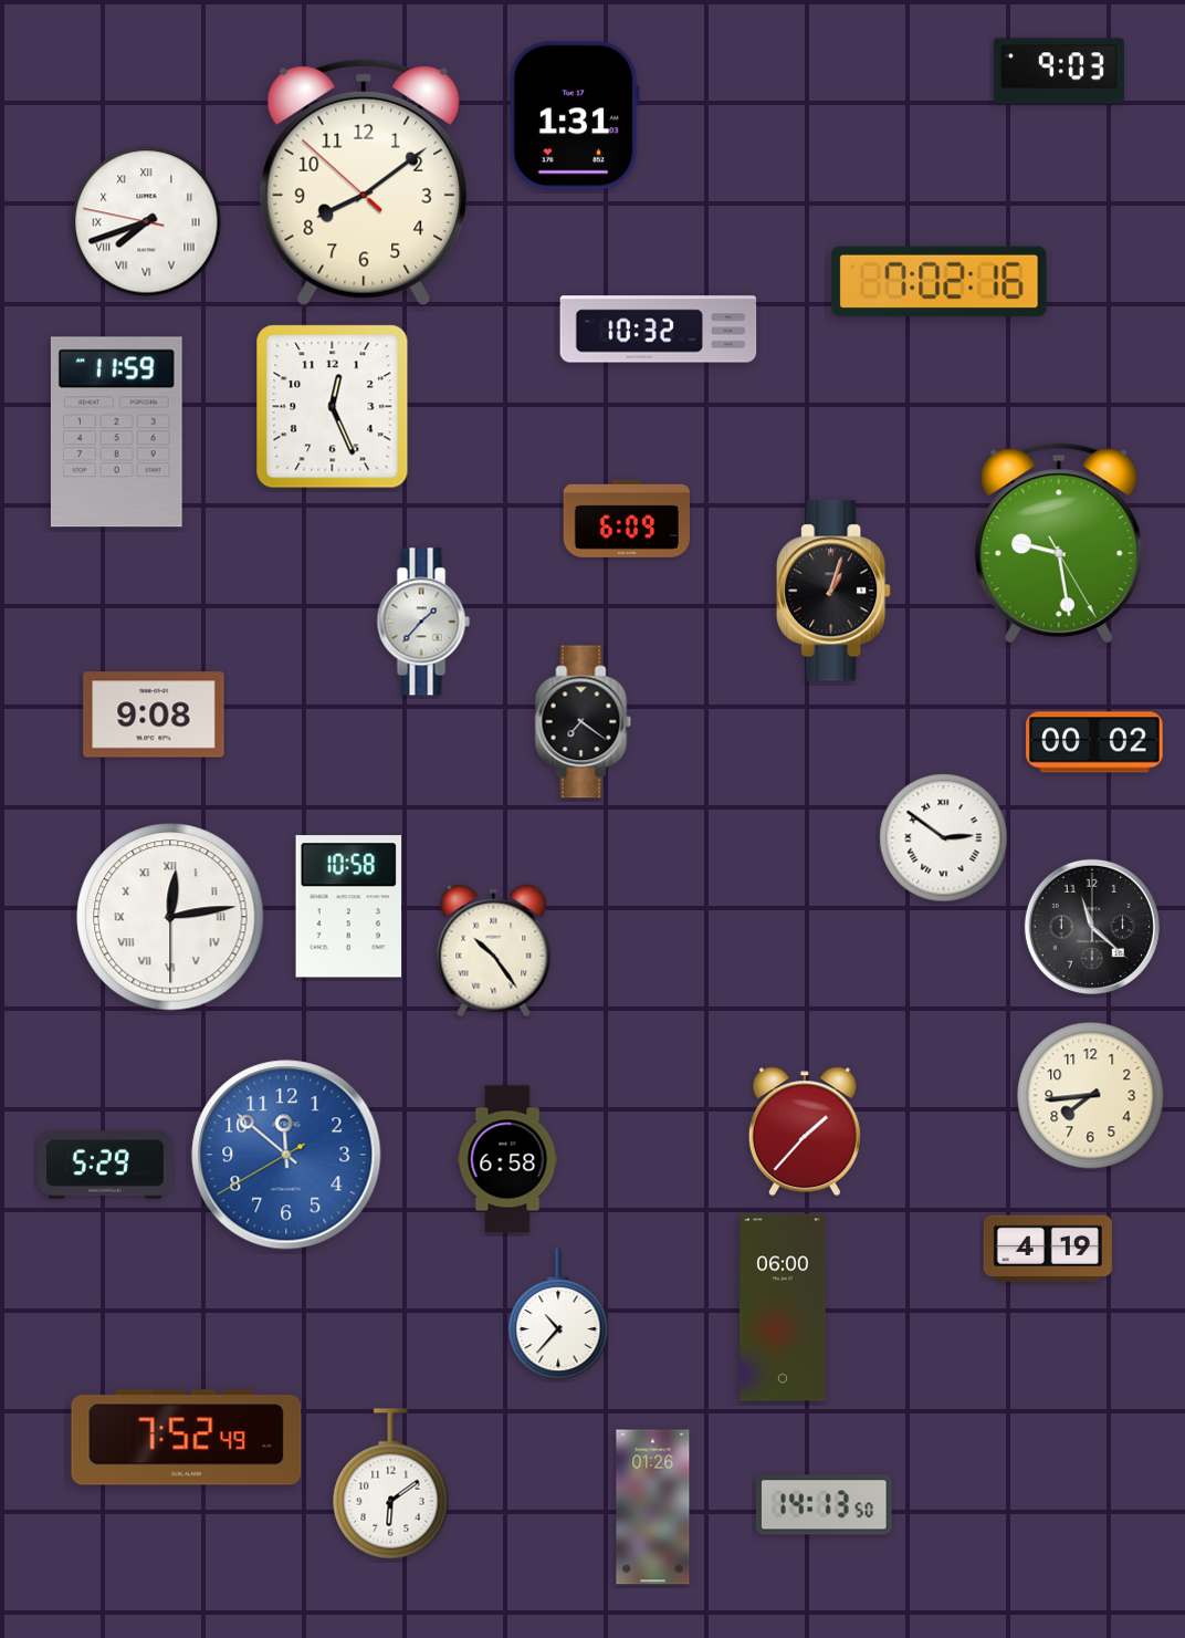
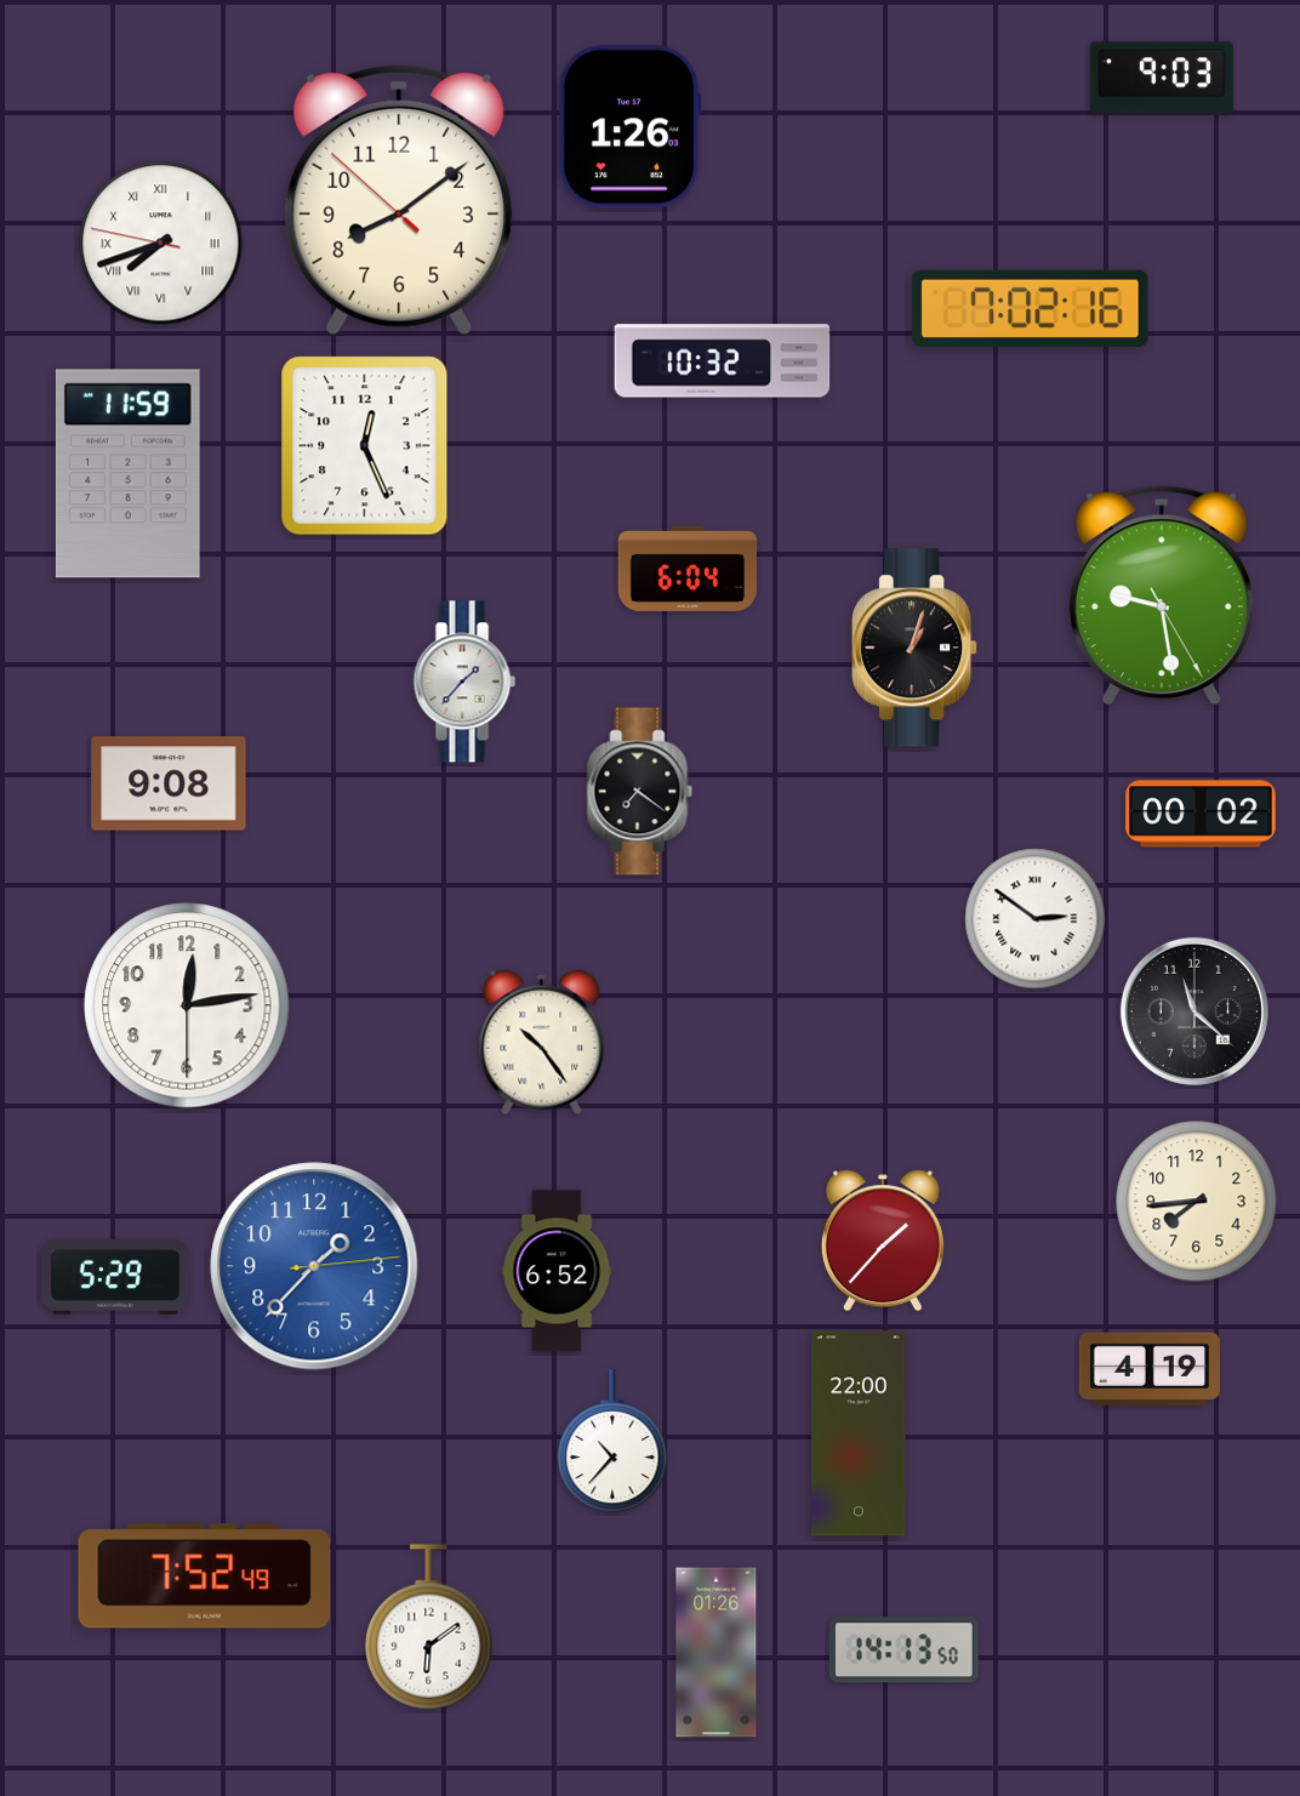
clock at (574, 116): 1:31 -> 1:26
clock at (626, 519): 6:09 -> 6:04
clock at (348, 907): 10:58 -> none
clock at (170, 917) numerals: Roman -> Arabic
clock at (1092, 927) position: (1092, 927) -> (1194, 1011)
clock at (286, 1155): 11:51 -> 1:37
clock at (507, 1159): 6:58 -> 6:52
clock at (783, 1307): 06:00 -> 22:00
